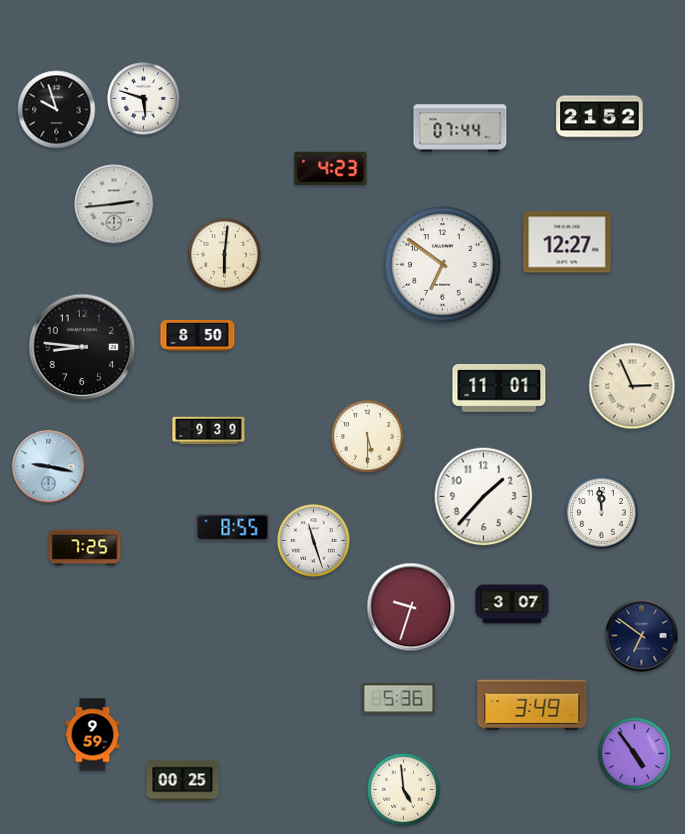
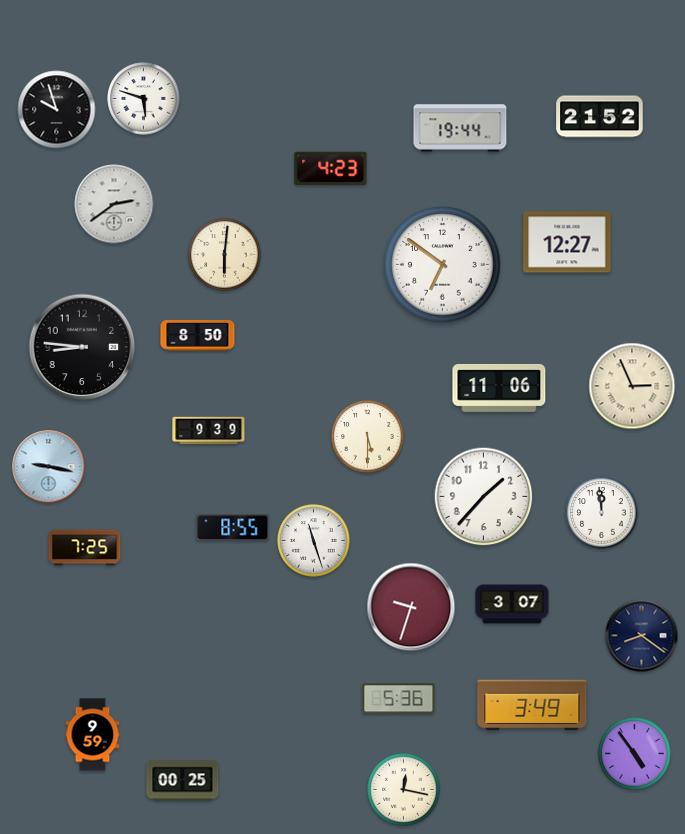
clock at (460, 128): 07:44 -> 19:44
clock at (114, 204): 2:44 -> 2:39
clock at (499, 388): 11:01 -> 11:06
clock at (642, 636): 6:51 -> 8:21
clock at (404, 790): 4:59 -> 12:17
